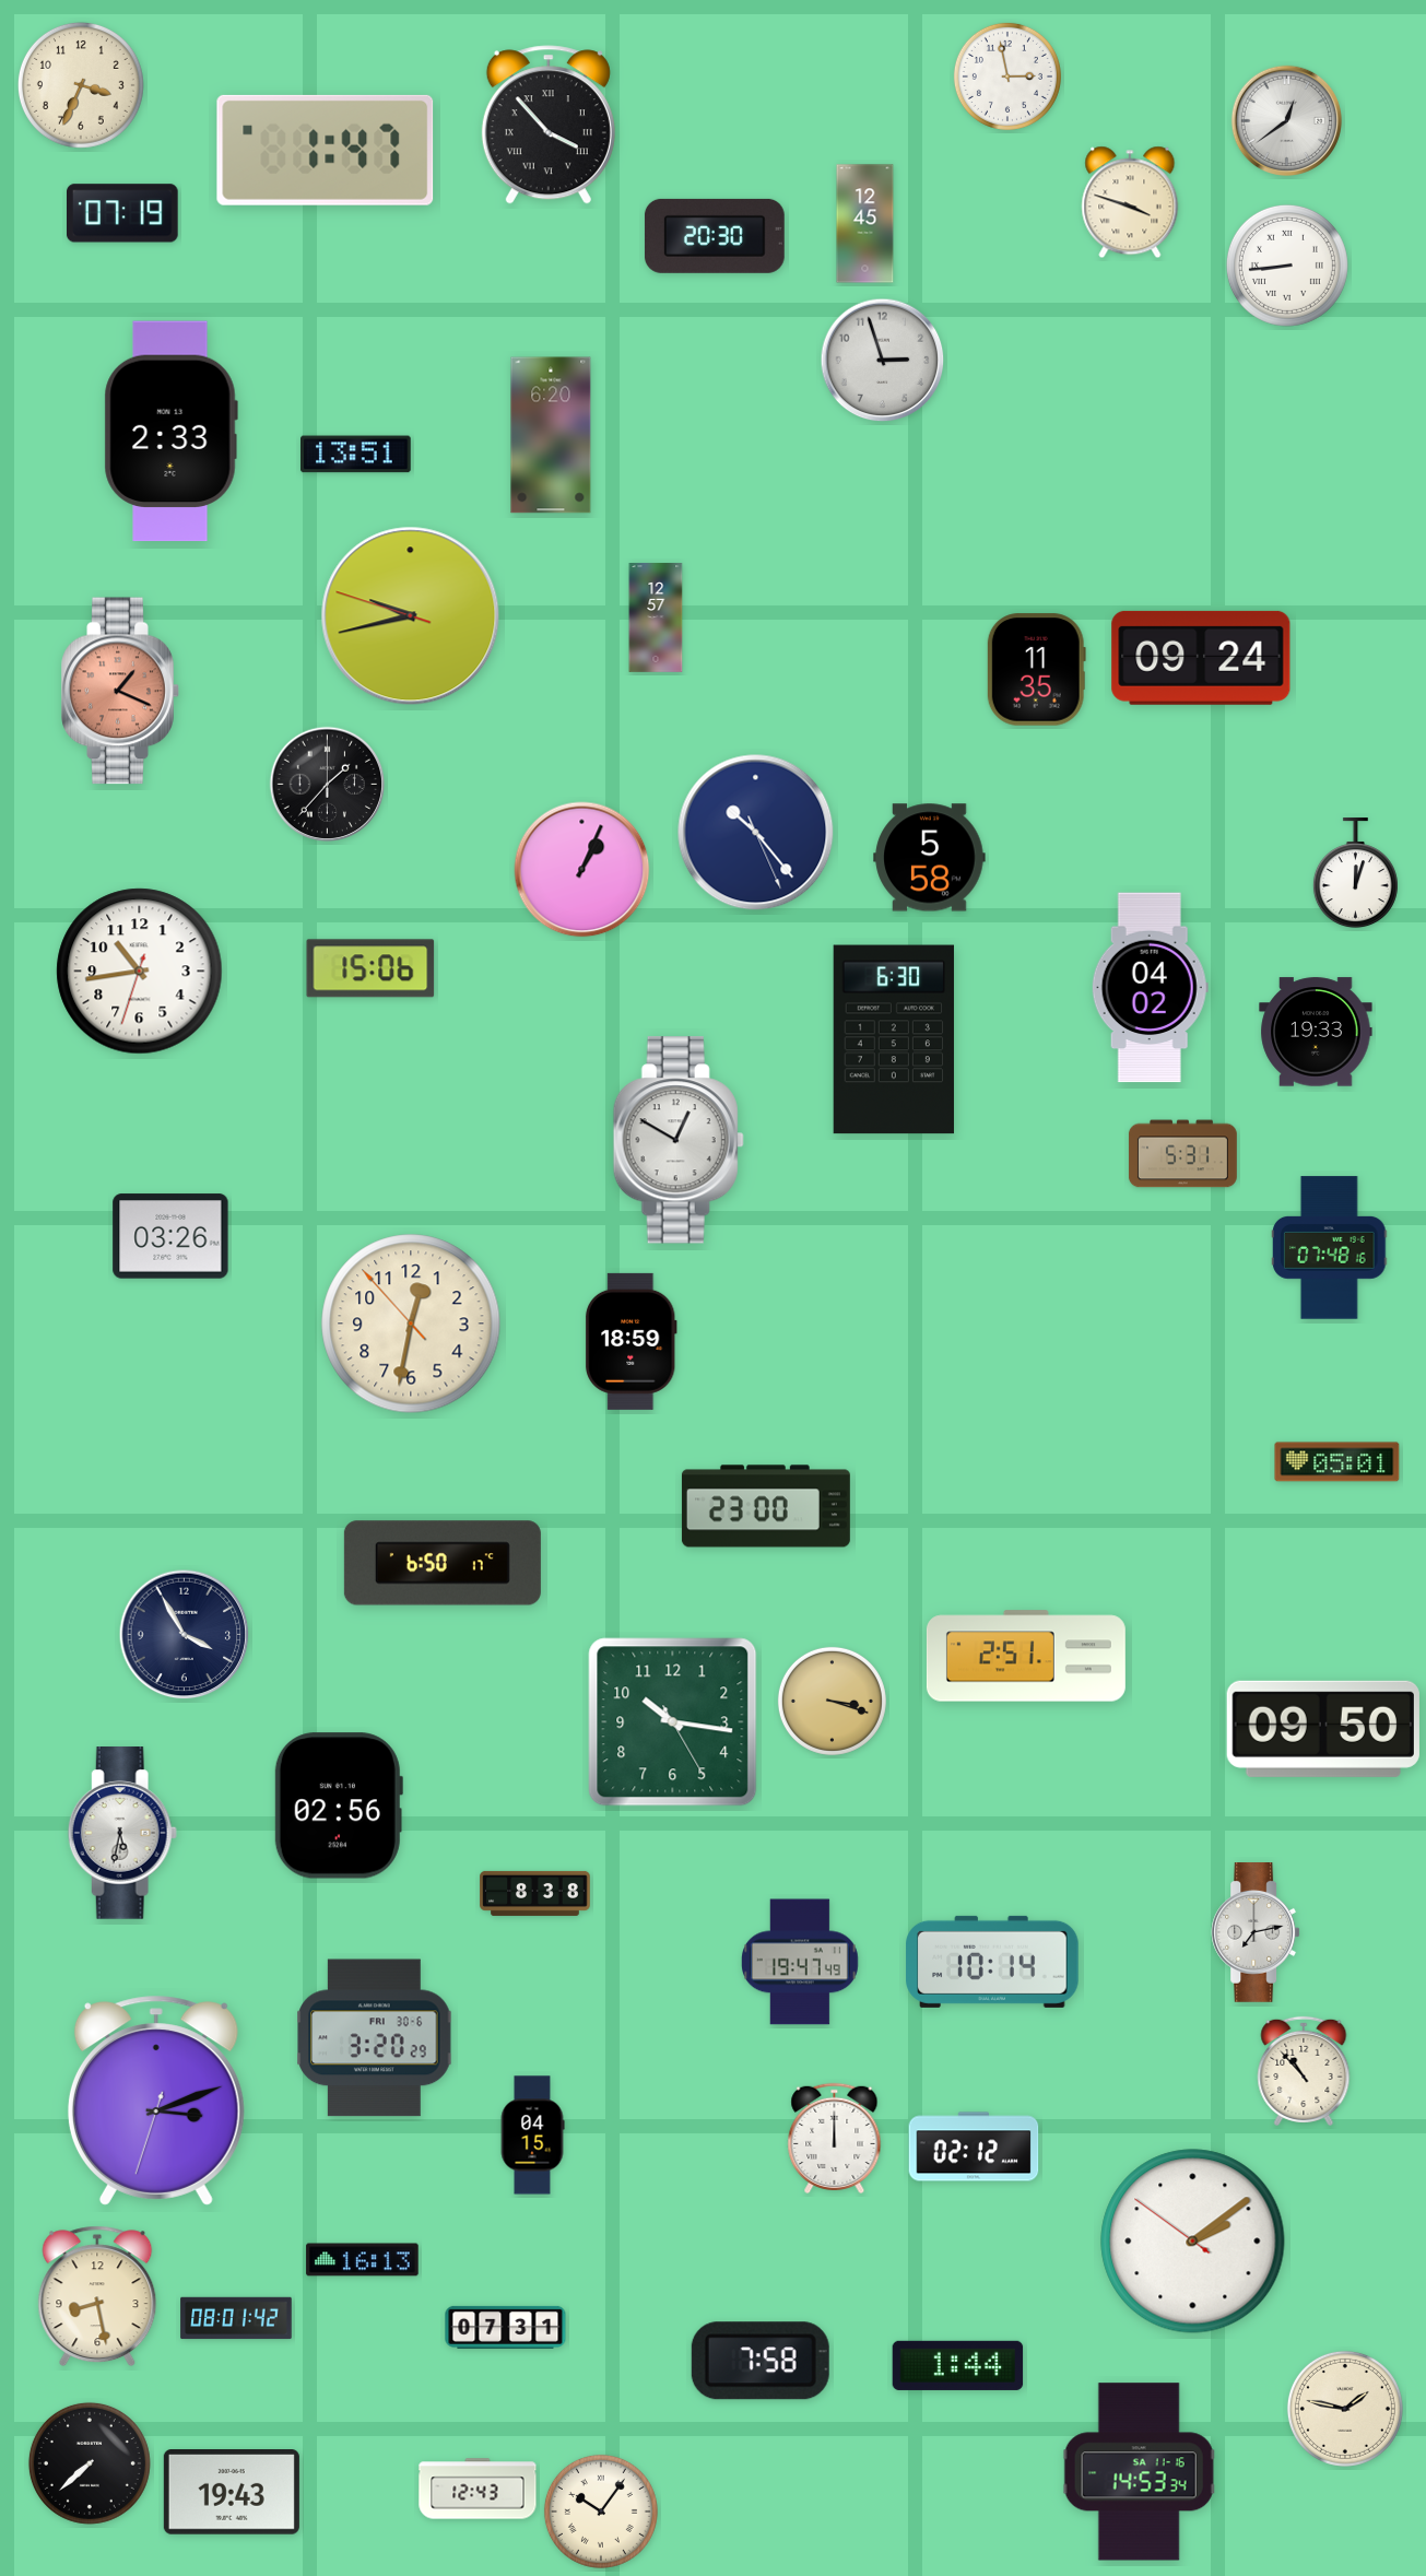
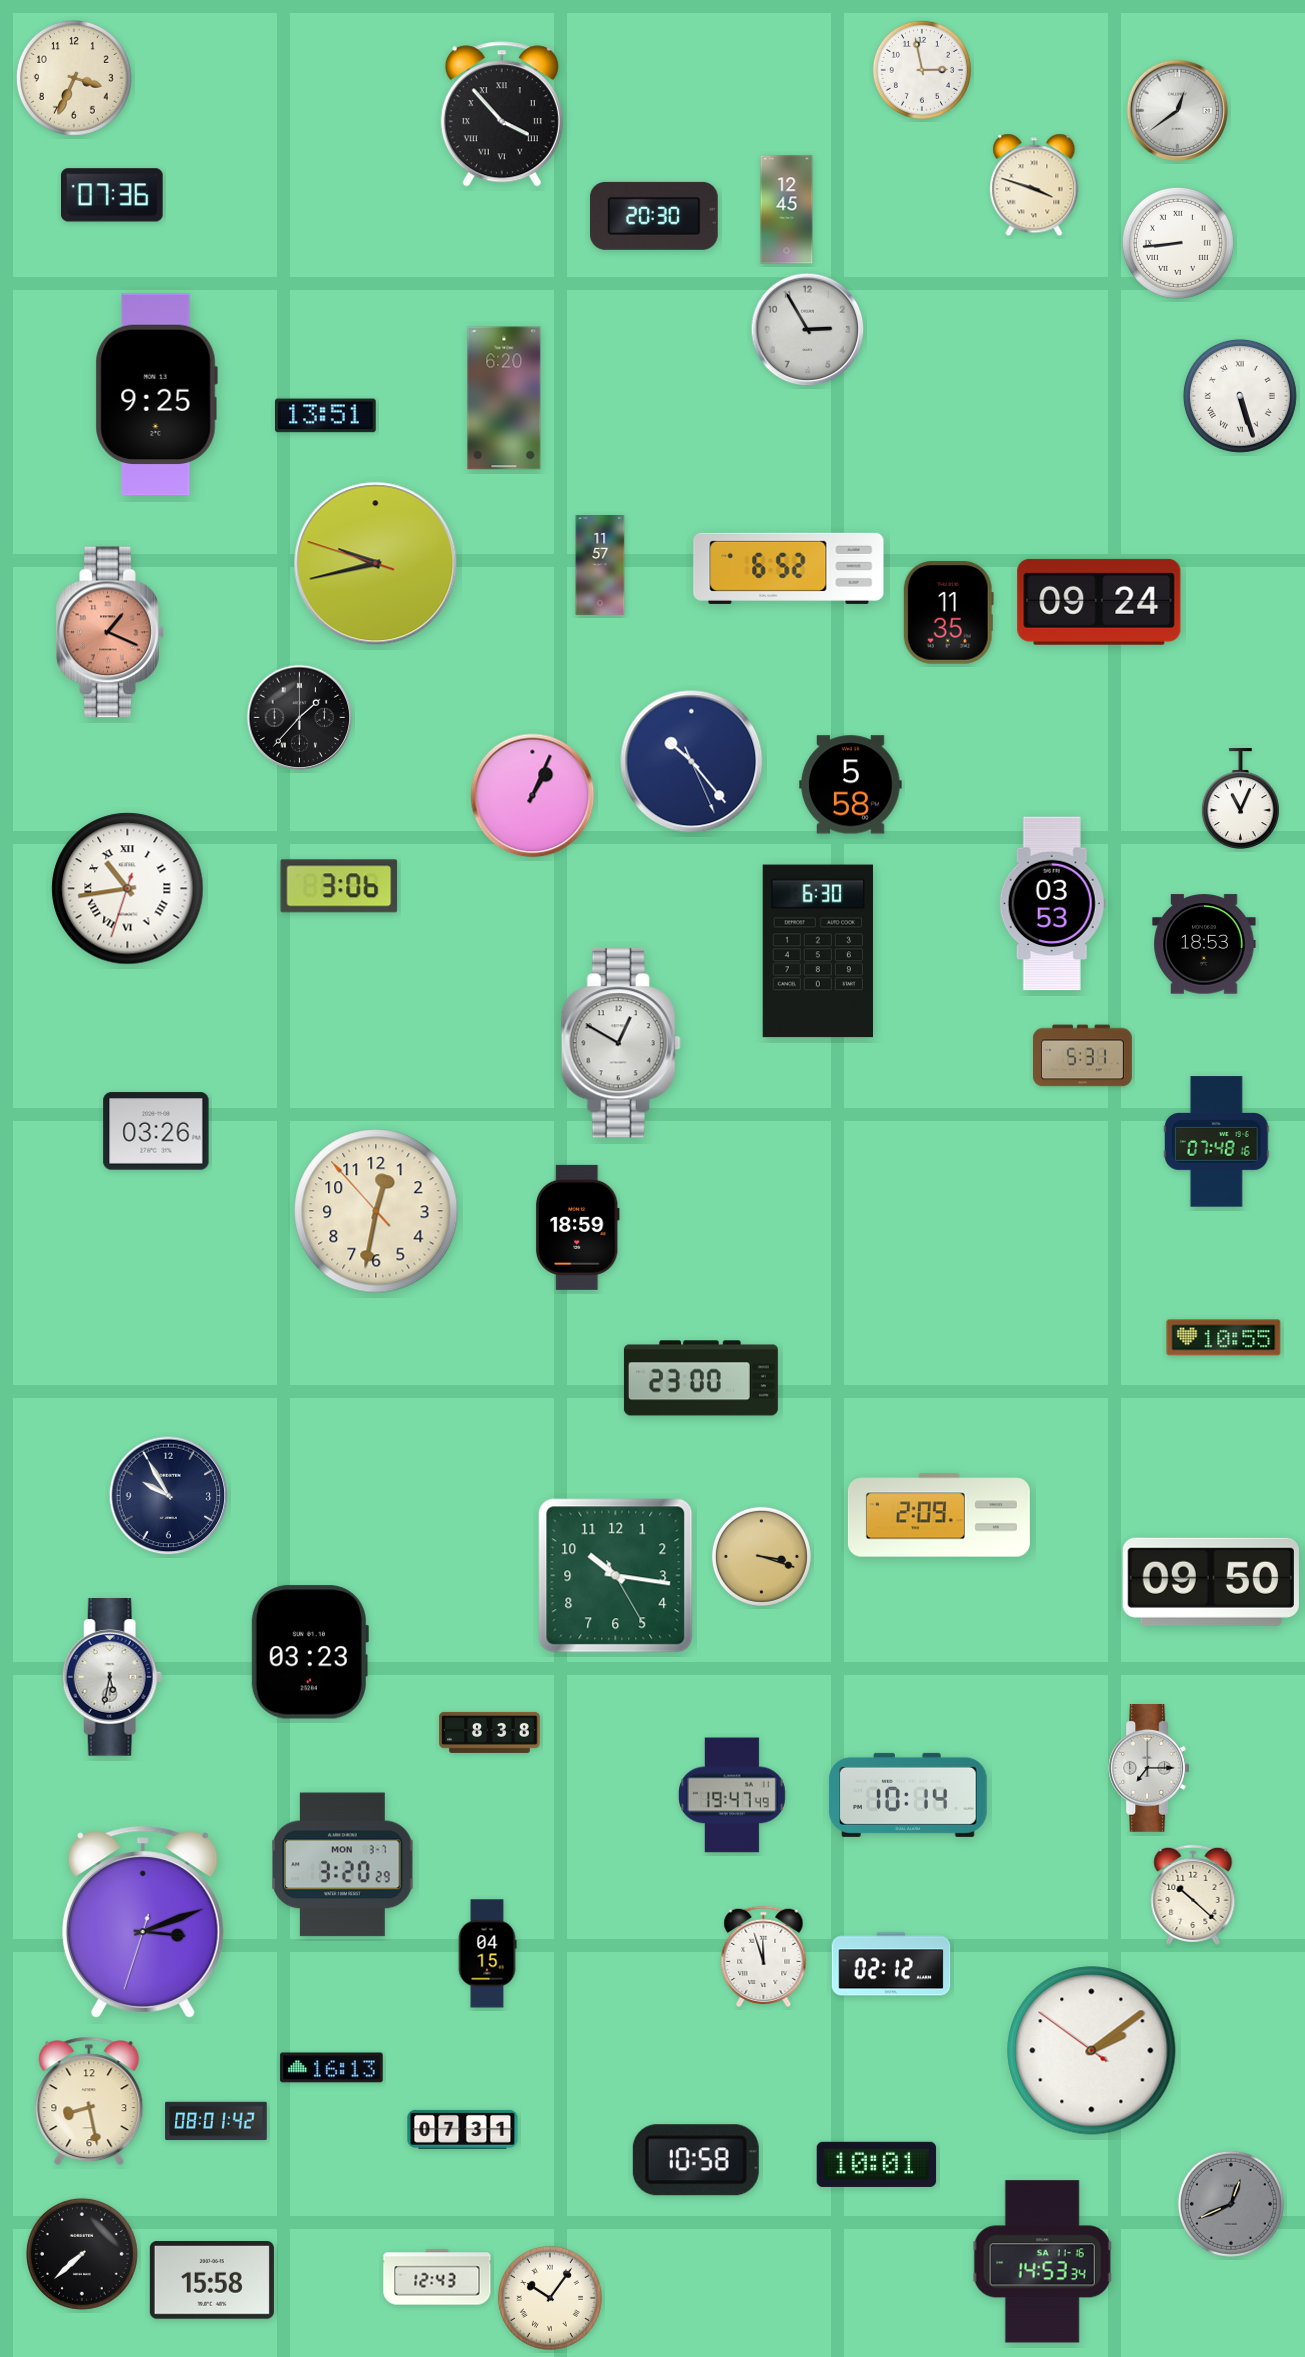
clock at (326, 150): 1:47 -> none
clock at (123, 213): 07:19 -> 07:36
clock at (865, 224) position: (865, 224) -> (787, 210)
clock at (883, 361): 2:57 -> 2:55
clock at (170, 432): 2:33 -> 9:25
clock at (1240, 396): none -> 5:27
clock at (656, 617): 12:57 -> 11:57
clock at (789, 568): none -> 6:52
clock at (1355, 873): 12:03 -> 11:04
clock at (370, 968): 15:06 -> 3:06
clock at (140, 972) numerals: Arabic -> Roman
clock at (1150, 988): 04:02 -> 03:53
clock at (1316, 1032): 19:33 -> 18:53
clock at (1337, 1462): 05:01 -> 10:55
clock at (443, 1563): 6:50 -> none
clock at (185, 1635): 3:55 -> 9:55
clock at (1026, 1656): 2:51 -> 2:09
clock at (339, 1805): 02:56 -> 03:23
clock at (1256, 1933): 7:13 -> 7:15
clock at (375, 2038) date: FRI 30-6 -> MON 3-7
clock at (1304, 2071): 10:53 -> 10:22
clock at (835, 2138): 12:00 -> 11:57
clock at (761, 2361): 7:58 -> 10:58
clock at (958, 2365): 1:44 -> 10:01
clock at (1345, 2409): 1:47 -> 12:41
clock at (1345, 2409) dial: cream -> grey
clock at (232, 2493): 19:43 -> 15:58
